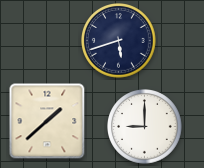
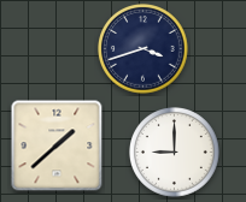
clock at (119, 41): 5:42 -> 3:42
